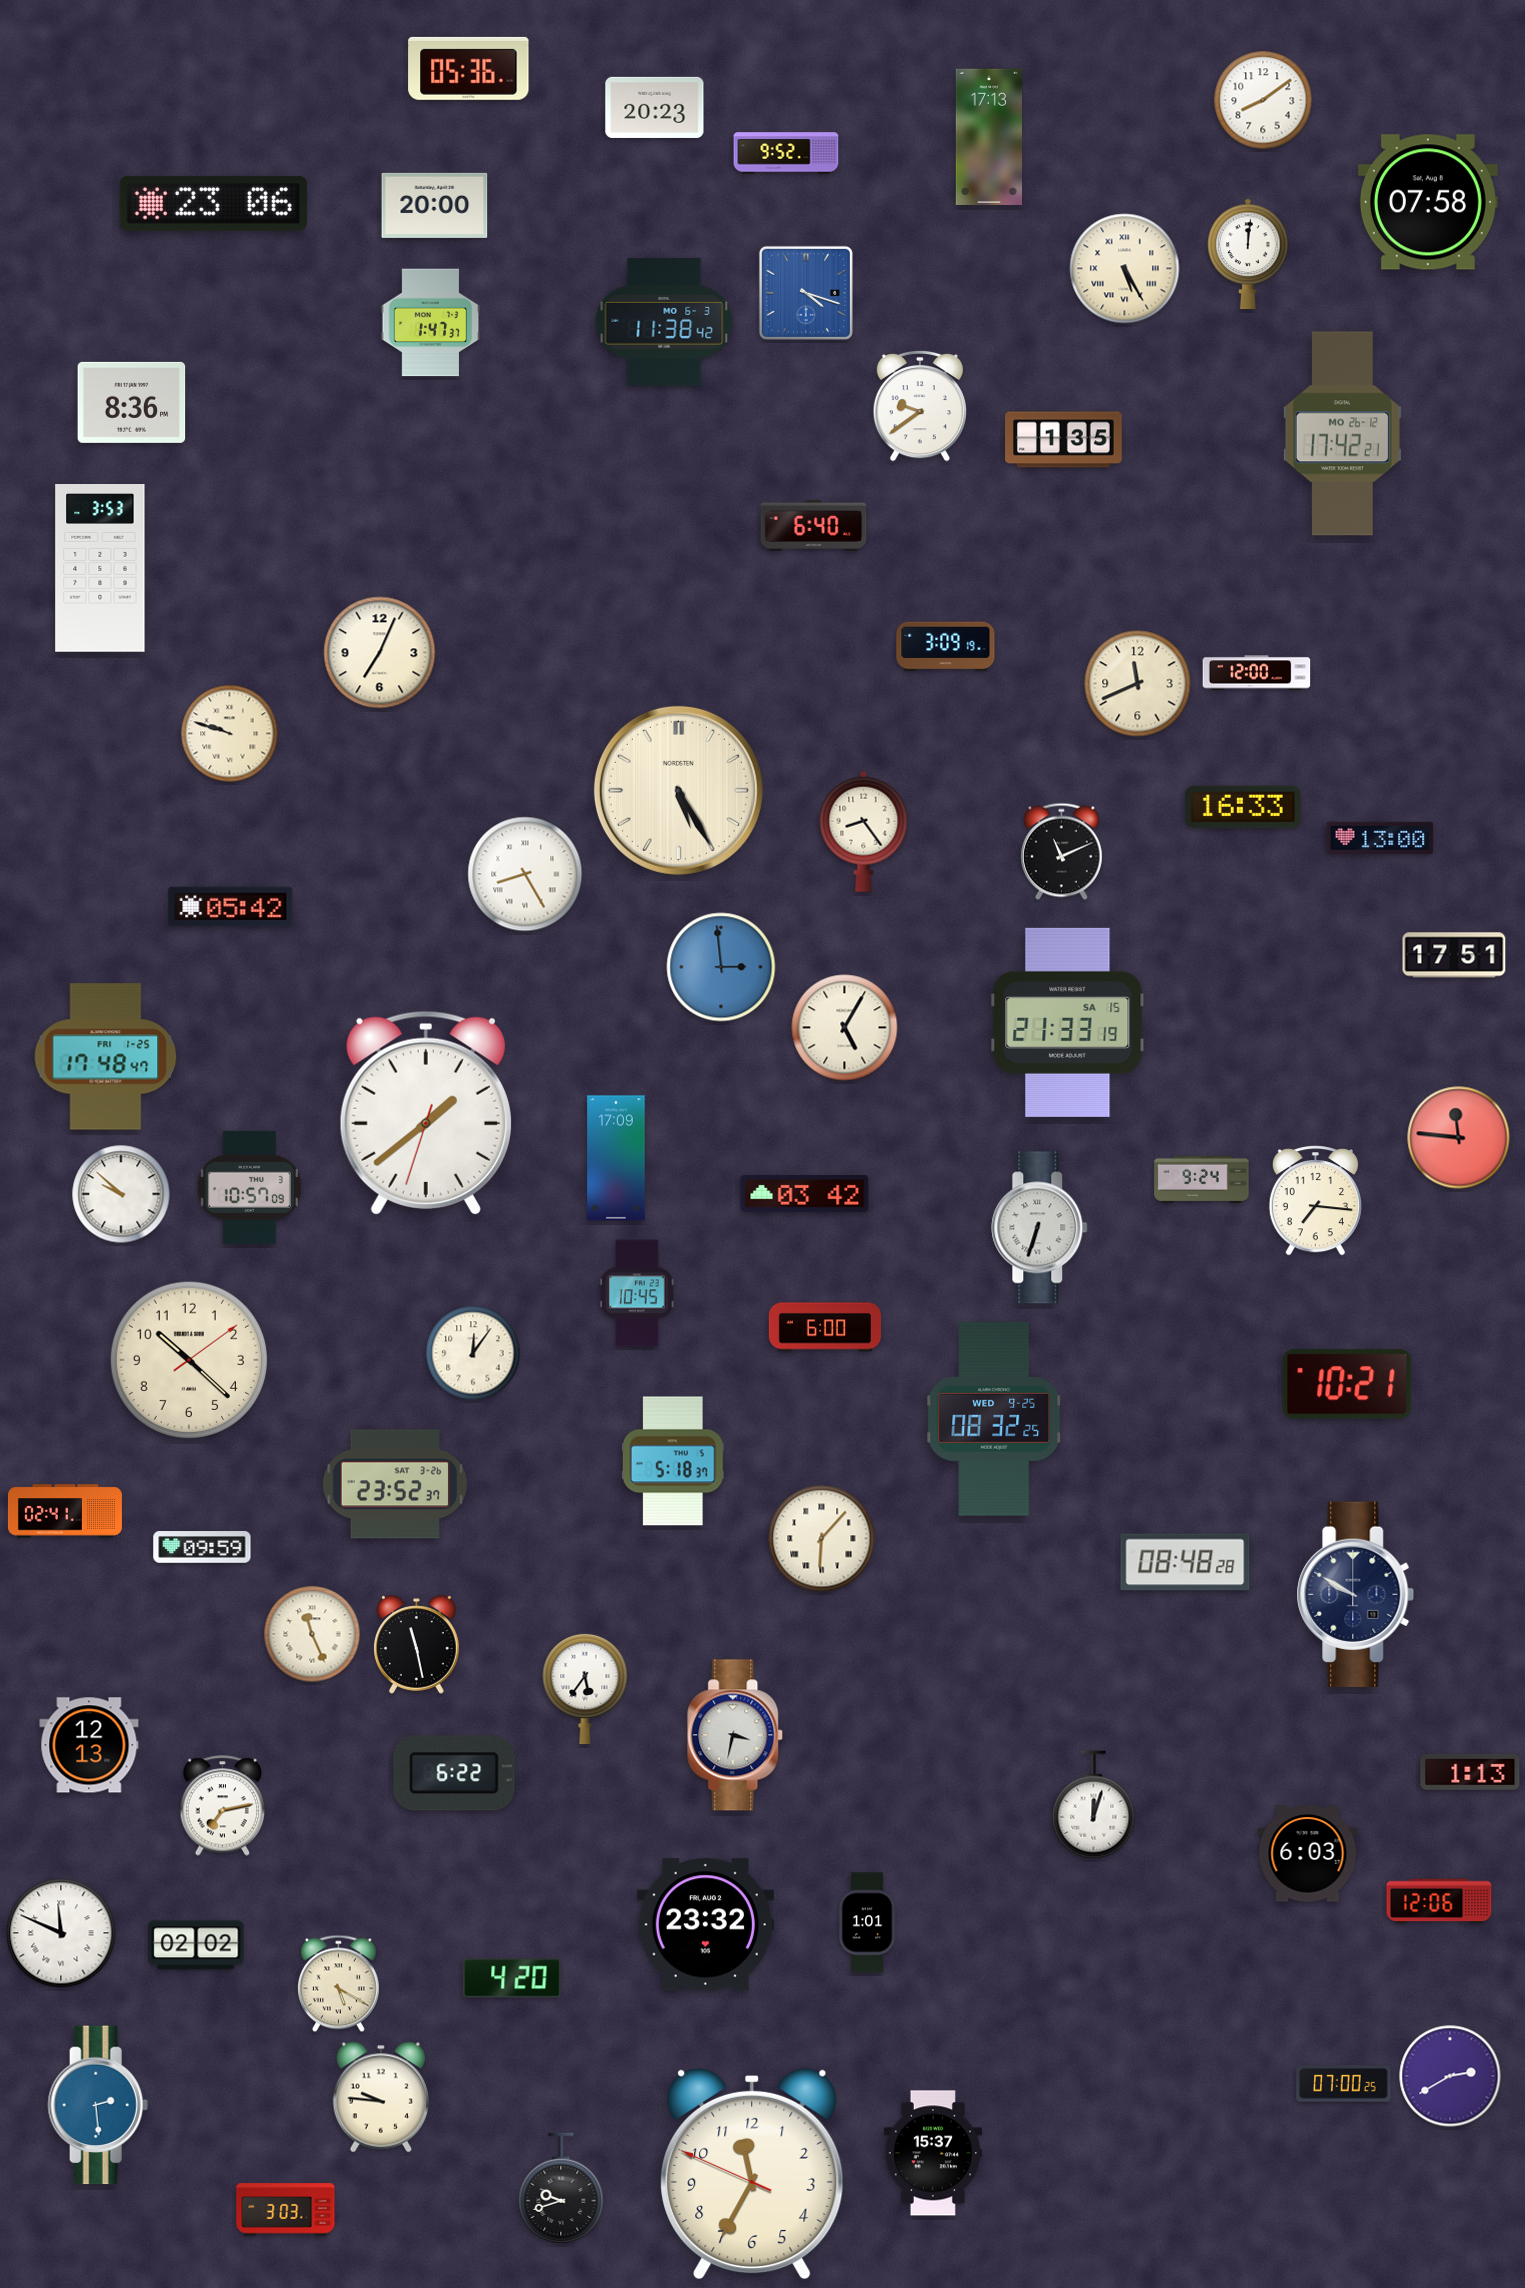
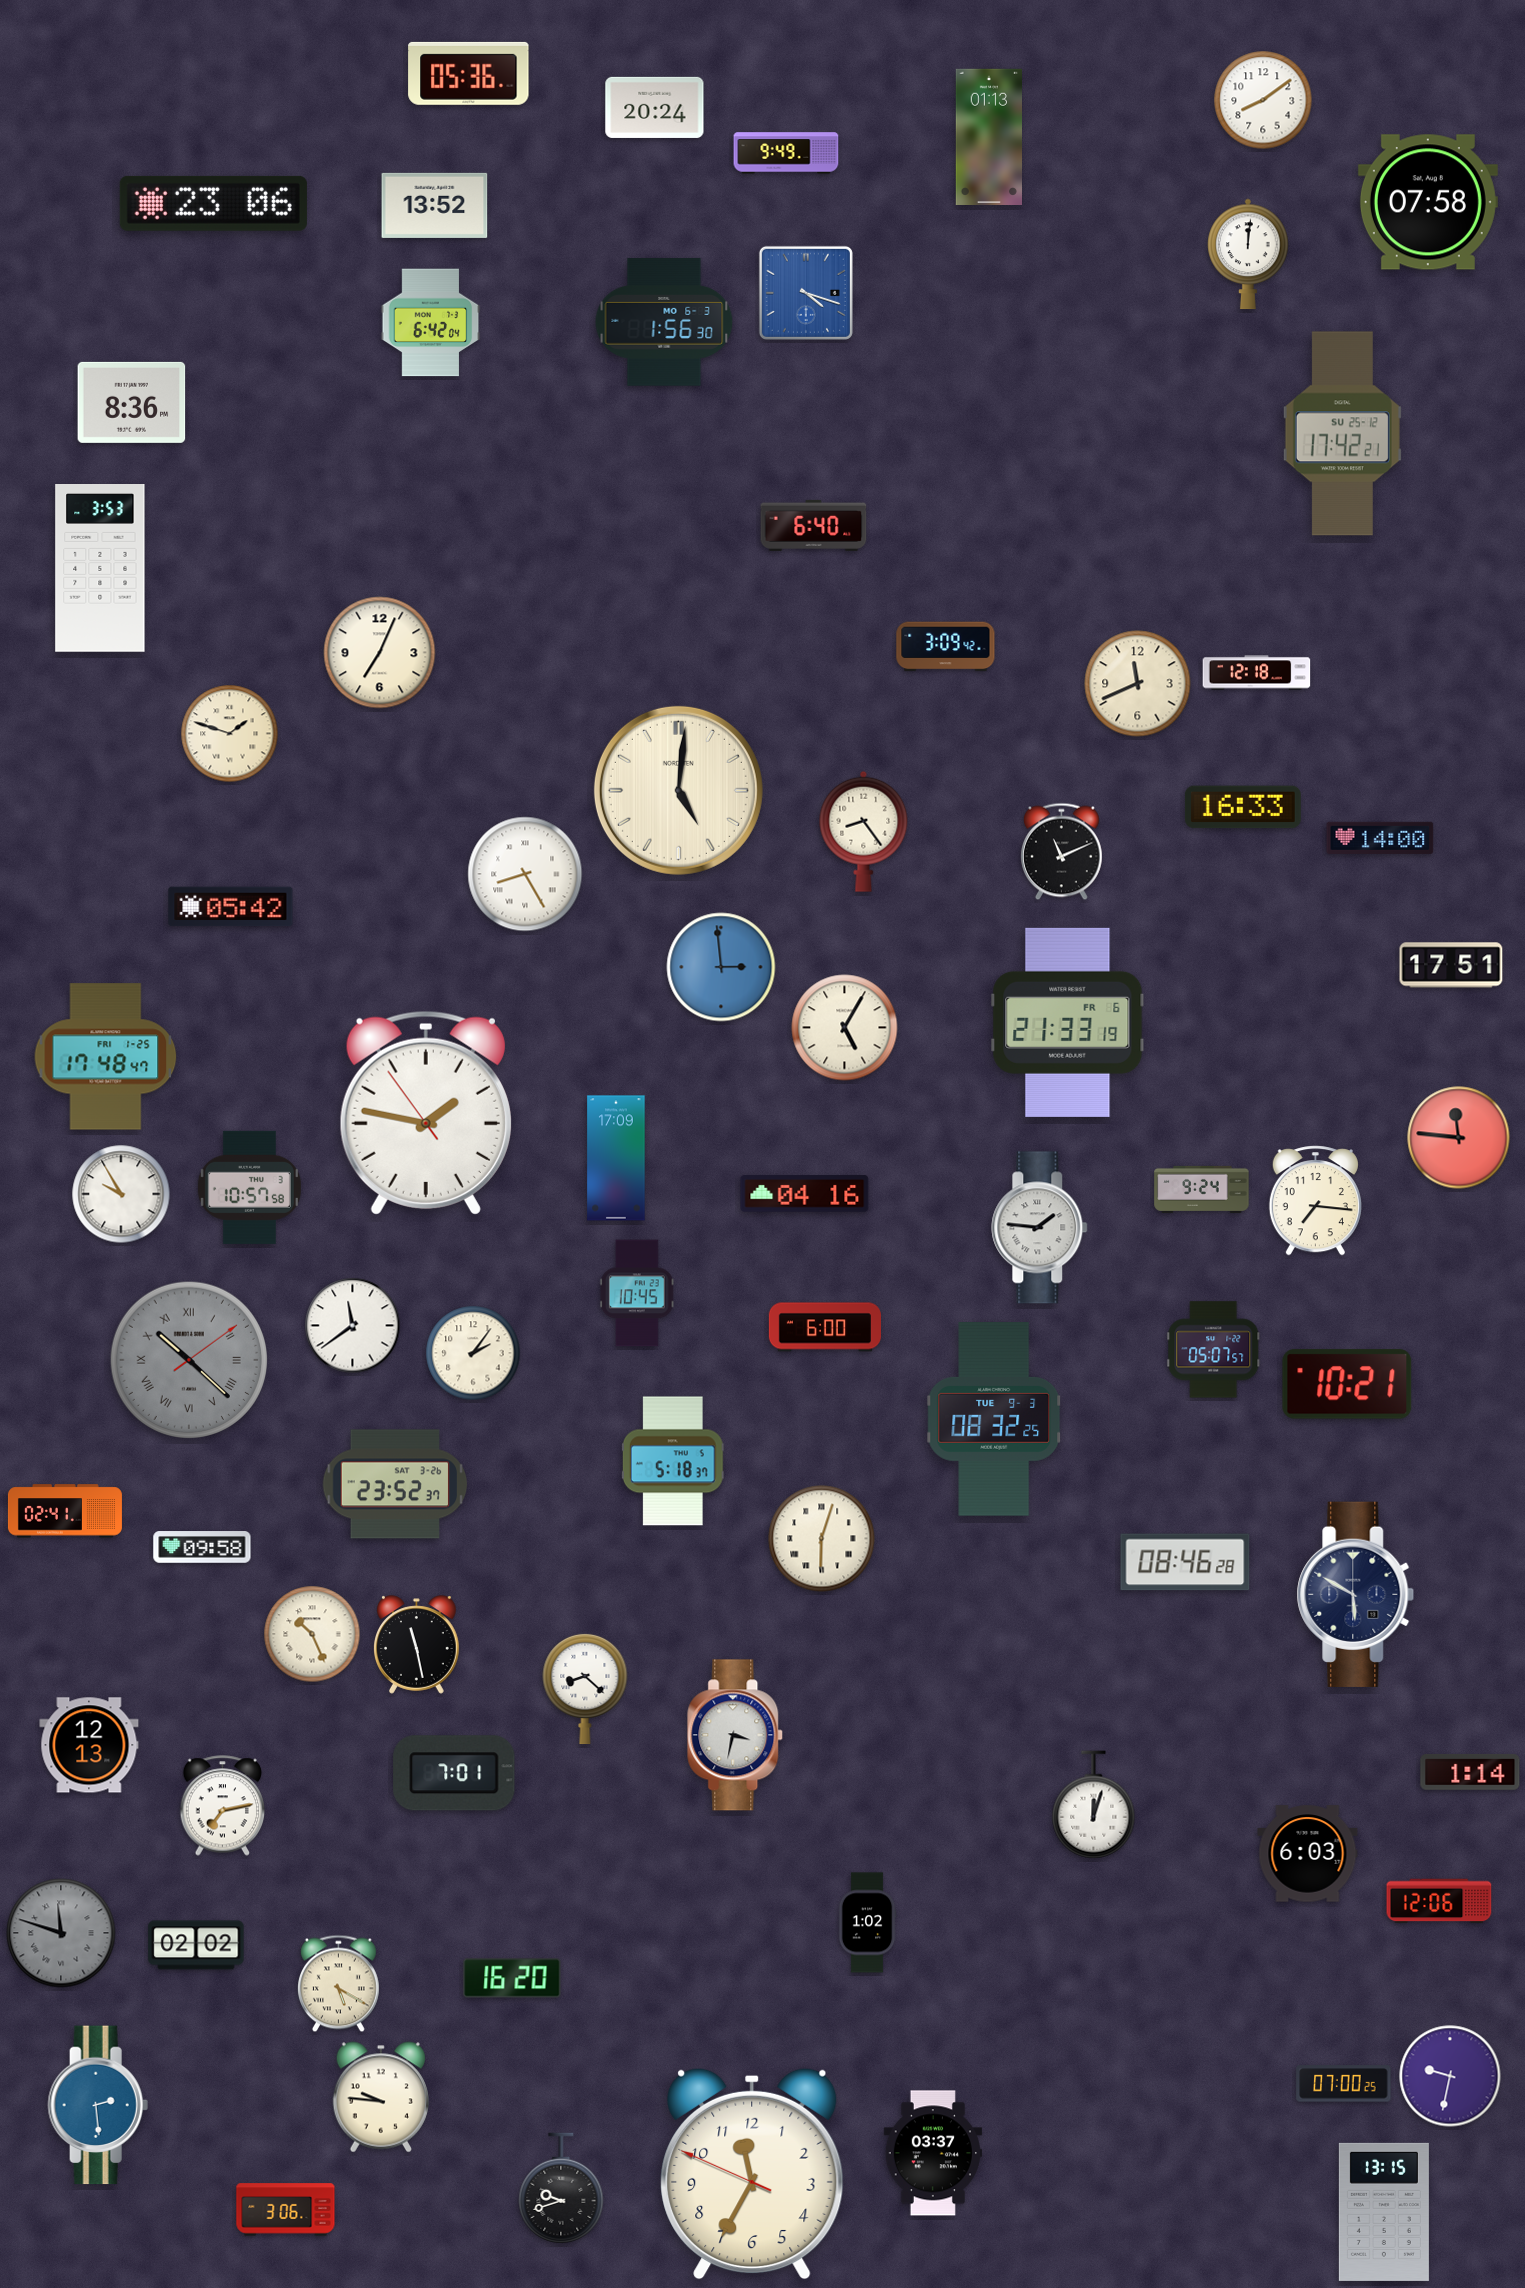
clock at (469, 68) position: (469, 68) -> (469, 73)
clock at (655, 107): 20:23 -> 20:24
clock at (988, 136): 17:13 -> 01:13
clock at (786, 153): 9:52 -> 9:49
clock at (435, 205): 20:00 -> 13:52
clock at (1125, 269): 5:25 -> none
clock at (664, 322): 11:38 -> 1:56
clock at (431, 323): 1:47 -> 6:42
clock at (919, 406): 9:39 -> none
clock at (1342, 434) date: MO 26-12 -> SU 25-12
clock at (1064, 440): 1:35 -> none
clock at (946, 647): 3:09:19 -> 3:09:42
clock at (1257, 673): 12:00 -> 12:18
clock at (230, 734): 9:48 -> 1:48
clock at (678, 790): 5:25 -> 5:01
clock at (1380, 838): 13:00 -> 14:00
clock at (1454, 955) position: (1454, 955) -> (1451, 965)
clock at (1068, 1022) date: SA 15 -> FR 6
clock at (426, 1113): 1:38 -> 1:46
clock at (1202, 1179) position: (1202, 1179) -> (1202, 1189)
clock at (249, 1187): 10:57:09 -> 10:57:58
clock at (121, 1194): 9:52 -> 9:55
clock at (805, 1194): 03:42 -> 04:16
clock at (1040, 1228): 6:33 -> 1:46
clock at (353, 1326): none -> 11:39
clock at (1214, 1350): none -> 05:07
clock at (473, 1353): 12:06 -> 2:06
clock at (188, 1359) dial: cream -> grey
clock at (188, 1359) numerals: Arabic -> Roman
clock at (995, 1420) date: WED 9-25 -> TUE 9-3
clock at (822, 1539): 6:07 -> 6:03
clock at (202, 1547): 09:59 -> 09:58
clock at (1185, 1562): 08:48 -> 08:46
clock at (1356, 1594): 9:50 -> 5:50
clock at (312, 1634): 11:26 -> 10:26
clock at (585, 1689): 5:36 -> 8:22
clock at (1470, 1772): 1:13 -> 1:14
clock at (454, 1773): 6:22 -> 7:01
clock at (867, 1923): 1:01 -> 1:02
clock at (705, 1925): 23:32 -> none
clock at (61, 1933): 11:49 -> 11:48
clock at (61, 1933) dial: white -> grey
clock at (512, 1978): 4:20 -> 16:20
clock at (1450, 2076): 2:40 -> 9:32
clock at (932, 2153): 15:37 -> 03:37
clock at (286, 2210): 3:03 -> 3:06
clock at (1384, 2212): none -> 13:15
